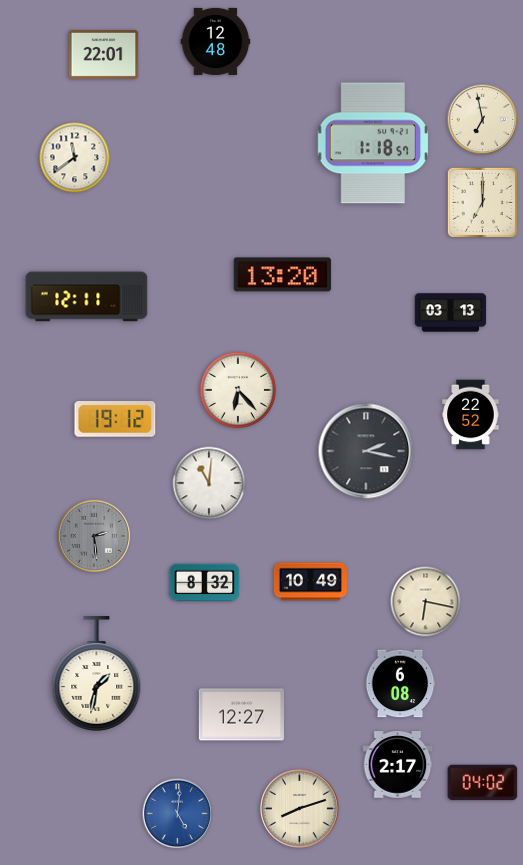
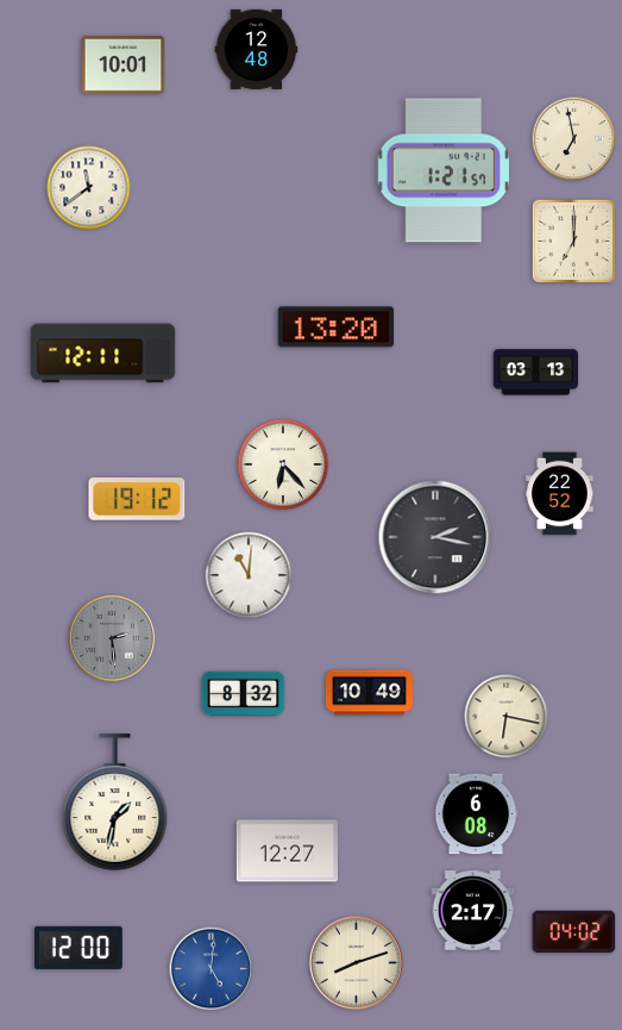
clock at (104, 54): 22:01 -> 10:01
clock at (483, 120) position: (483, 120) -> (574, 139)
clock at (372, 143): 1:18 -> 1:21
clock at (78, 948): none -> 12:00
